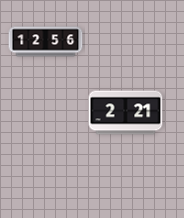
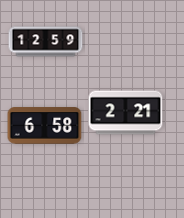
clock at (46, 42): 12:56 -> 12:59
clock at (45, 126): none -> 6:58
